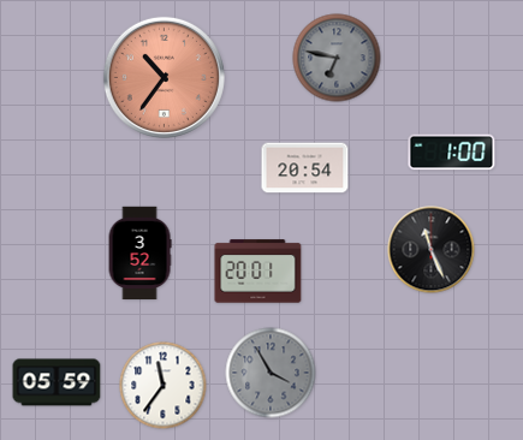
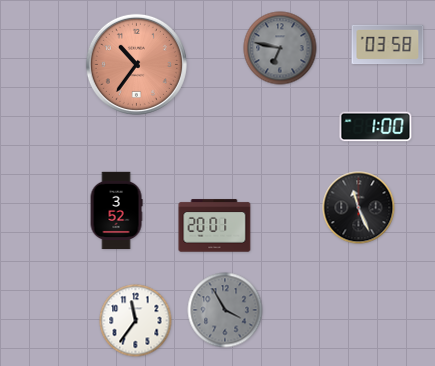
clock at (388, 45): none -> 03:58
clock at (305, 168): 20:54 -> none
clock at (57, 382): 05:59 -> none
